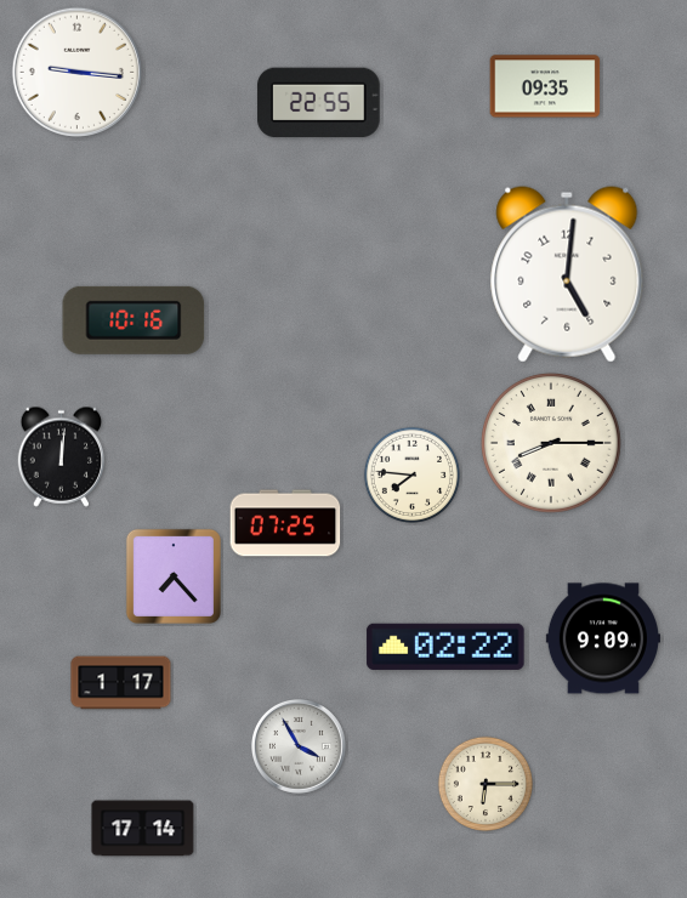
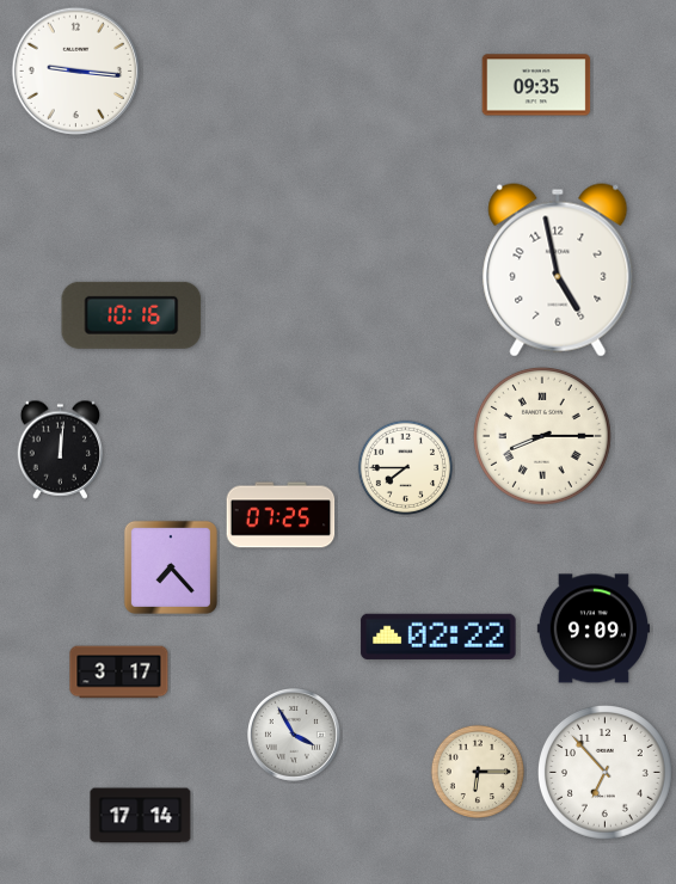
clock at (319, 103): 22:55 -> none
clock at (567, 274): 5:01 -> 4:58
clock at (411, 474): 7:46 -> 7:45
clock at (121, 683): 1:17 -> 3:17
clock at (604, 772): none -> 6:53
